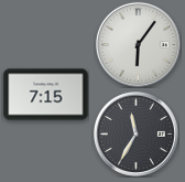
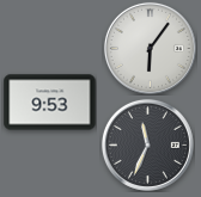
clock at (46, 95): 7:15 -> 9:53
clock at (135, 133): 11:35 -> 11:34
